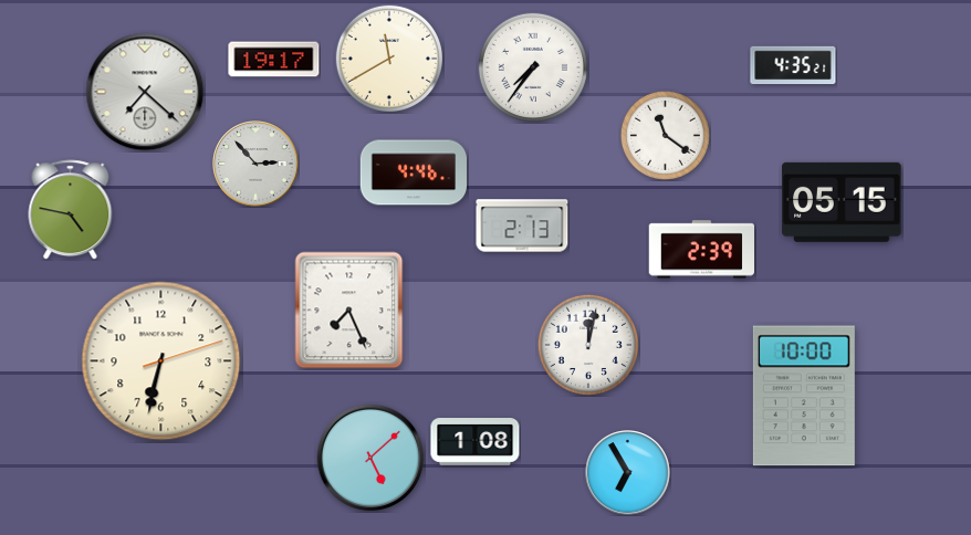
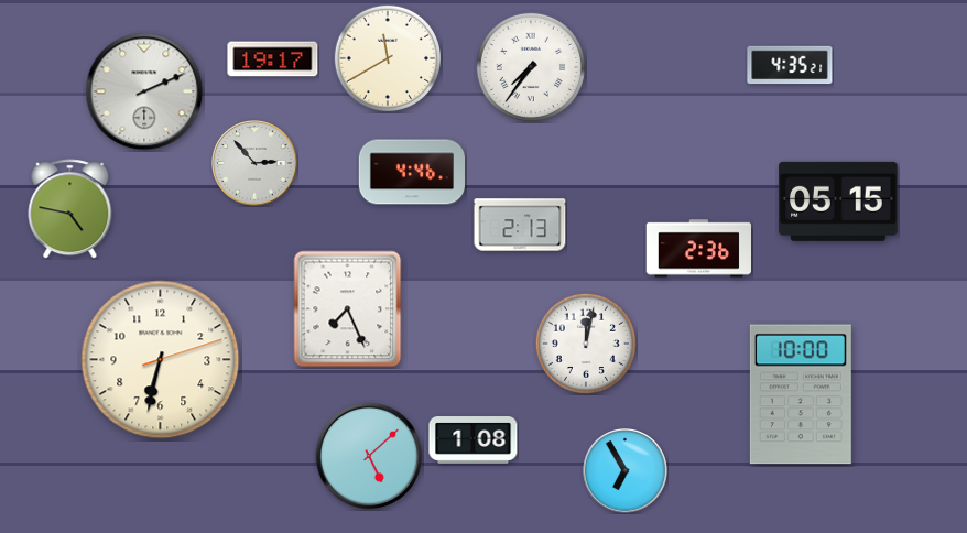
clock at (145, 92): 7:22 -> 2:11
clock at (665, 135): 11:21 -> none
clock at (701, 250): 2:39 -> 2:36
